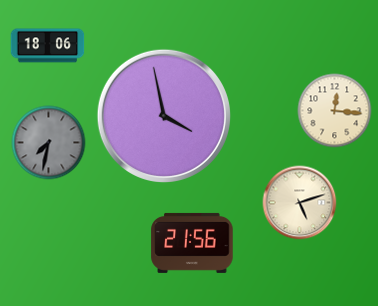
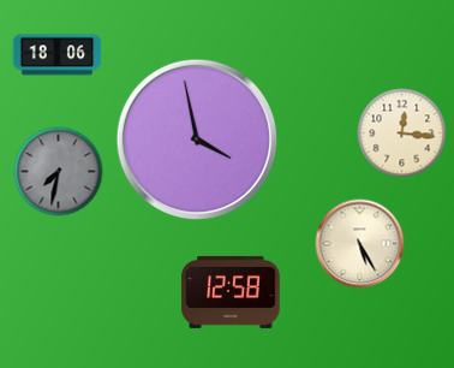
clock at (300, 203): 5:12 -> 5:25
clock at (192, 243): 21:56 -> 12:58
